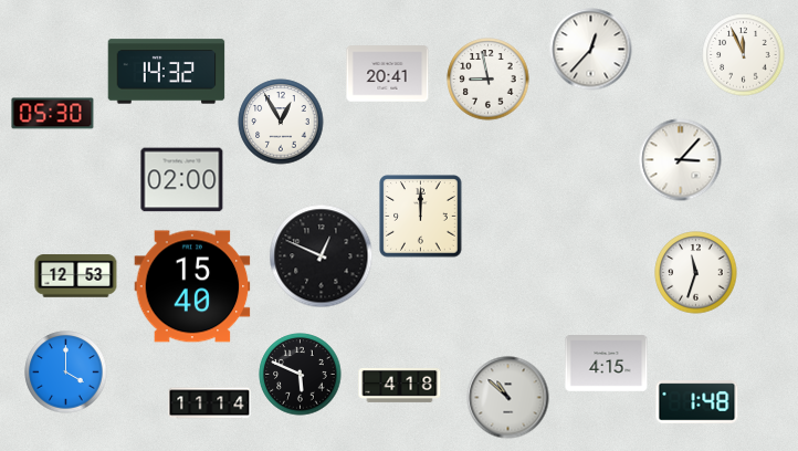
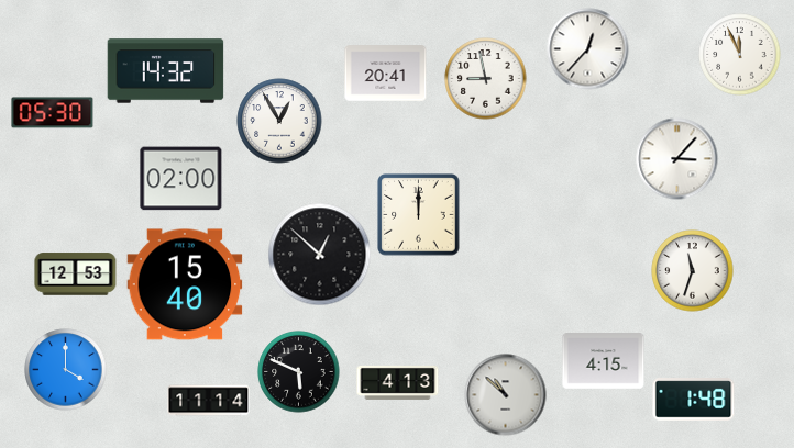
clock at (322, 256): 12:49 -> 12:52
clock at (192, 286) position: (192, 286) -> (185, 284)
clock at (400, 385): 4:18 -> 4:13
